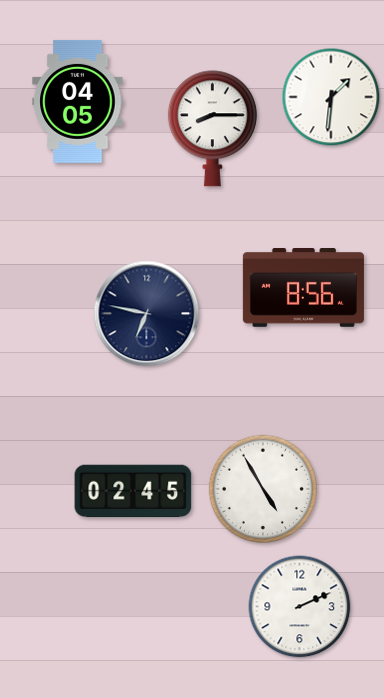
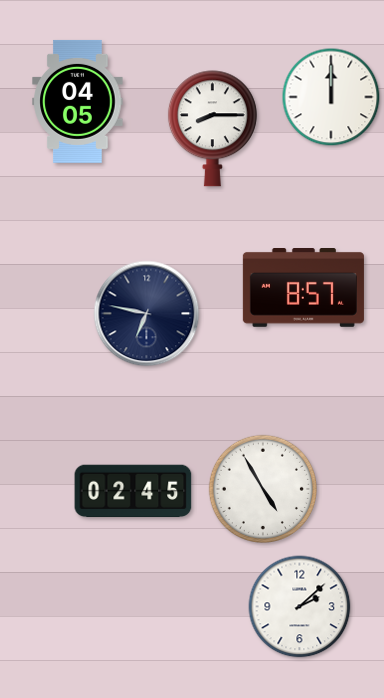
clock at (331, 97): 1:31 -> 12:00
clock at (303, 288): 8:56 -> 8:57
clock at (300, 607): 2:11 -> 2:08
